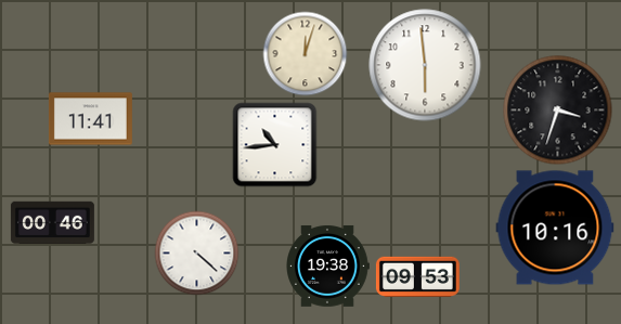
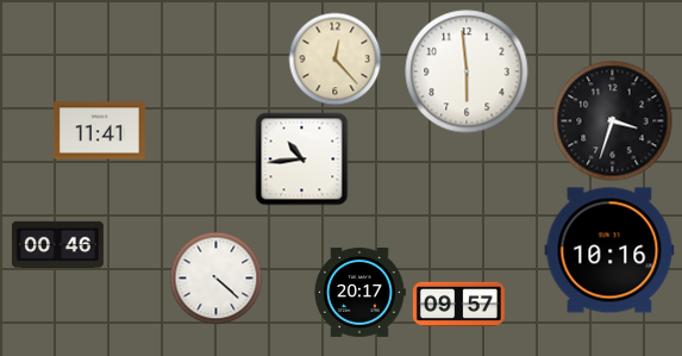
clock at (305, 53): 12:03 -> 12:23
clock at (328, 265): 19:38 -> 20:17
clock at (417, 276): 09:53 -> 09:57
